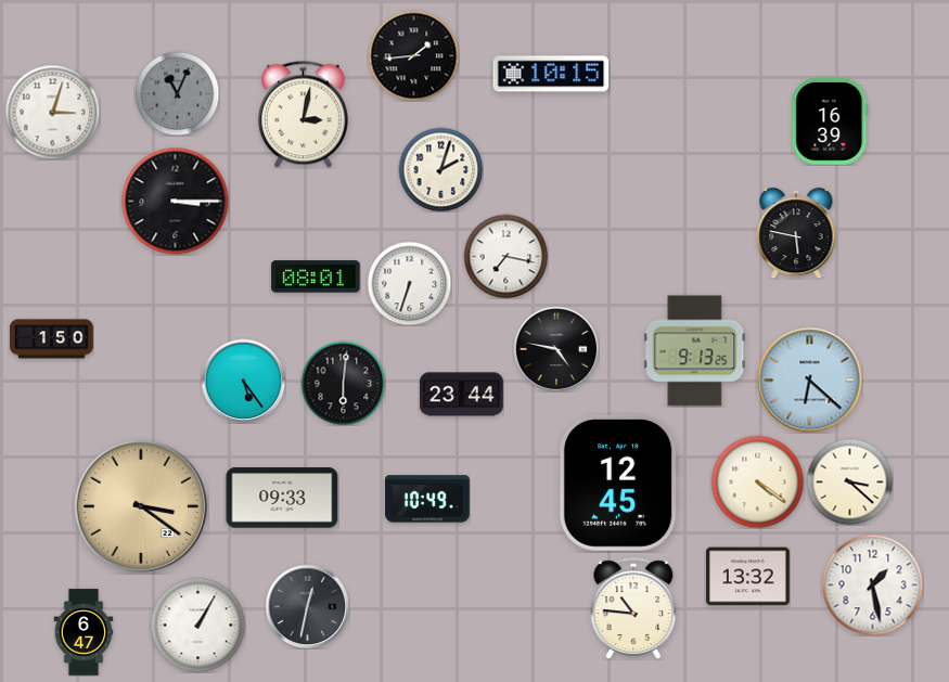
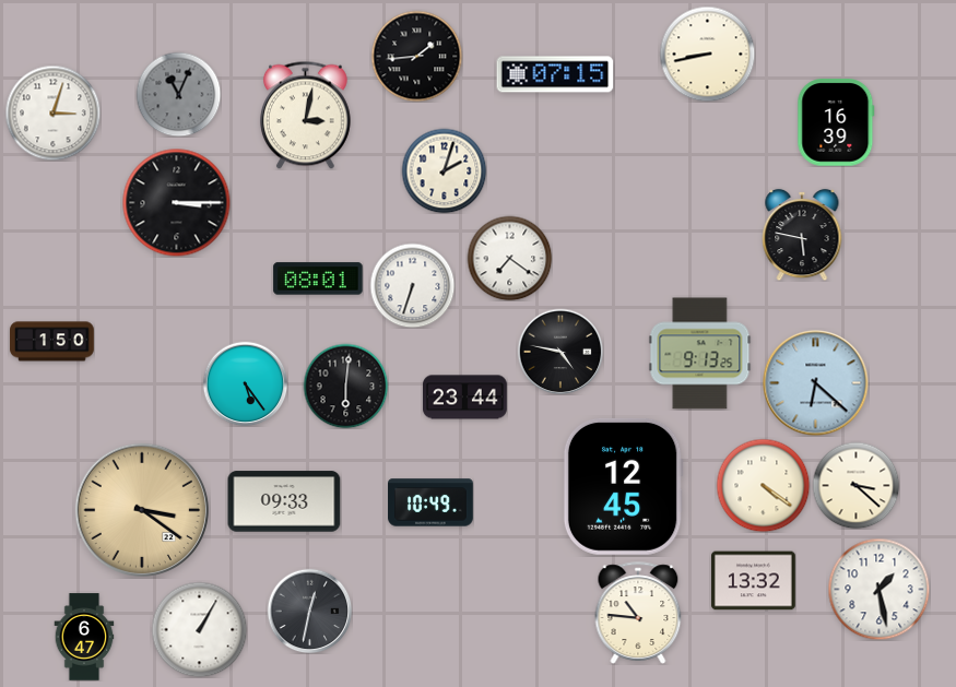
clock at (707, 54): none -> 8:43
clock at (551, 74): 10:15 -> 07:15
clock at (505, 256): 7:17 -> 7:21
